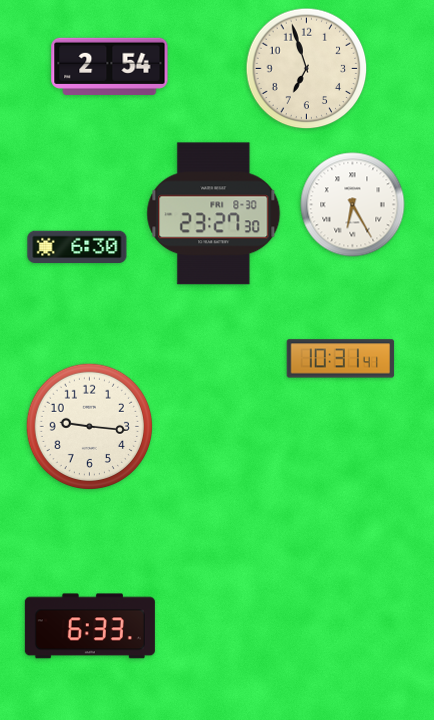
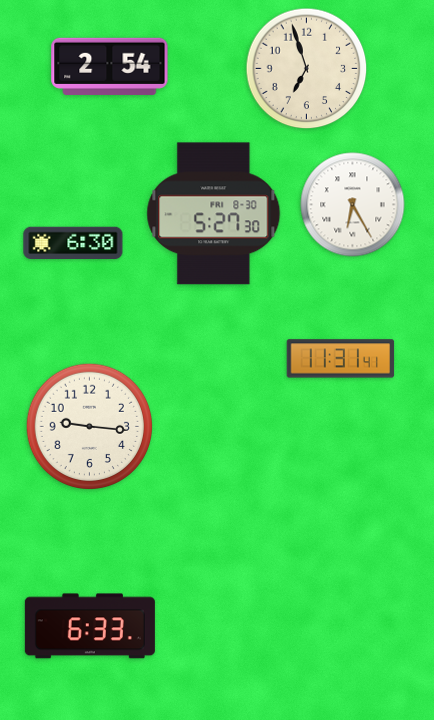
clock at (214, 214): 23:27 -> 5:27
clock at (77, 247) position: (77, 247) -> (73, 243)
clock at (341, 359): 10:31 -> 11:31
